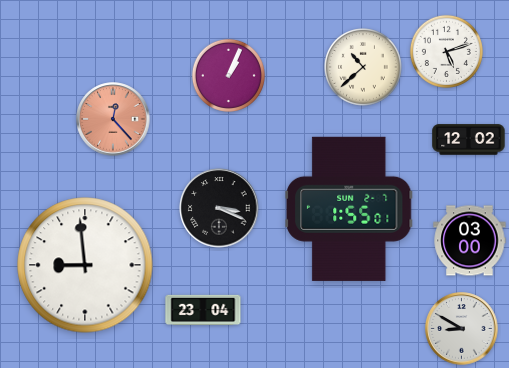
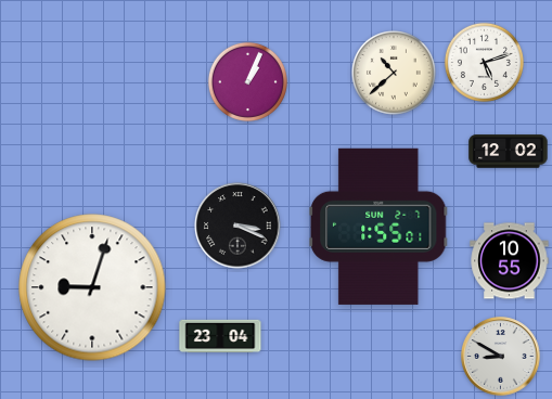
clock at (446, 51) position: (446, 51) -> (484, 62)
clock at (113, 119): 12:23 -> none
clock at (470, 241): 03:00 -> 10:55
clock at (85, 265): 8:59 -> 9:03
